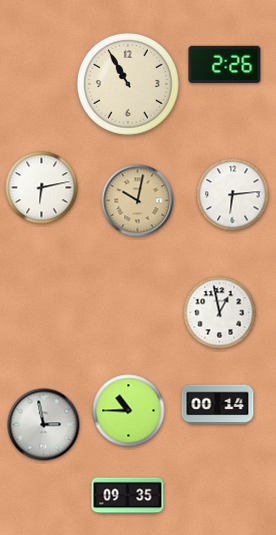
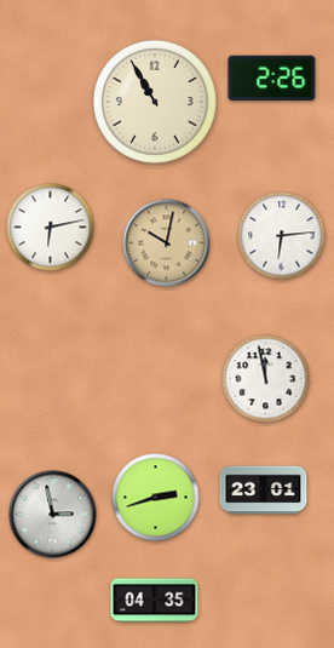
clock at (220, 313): 12:58 -> 11:58
clock at (218, 405): 00:14 -> 23:01
clock at (129, 411): 10:45 -> 2:42
clock at (128, 496): 09:35 -> 04:35
